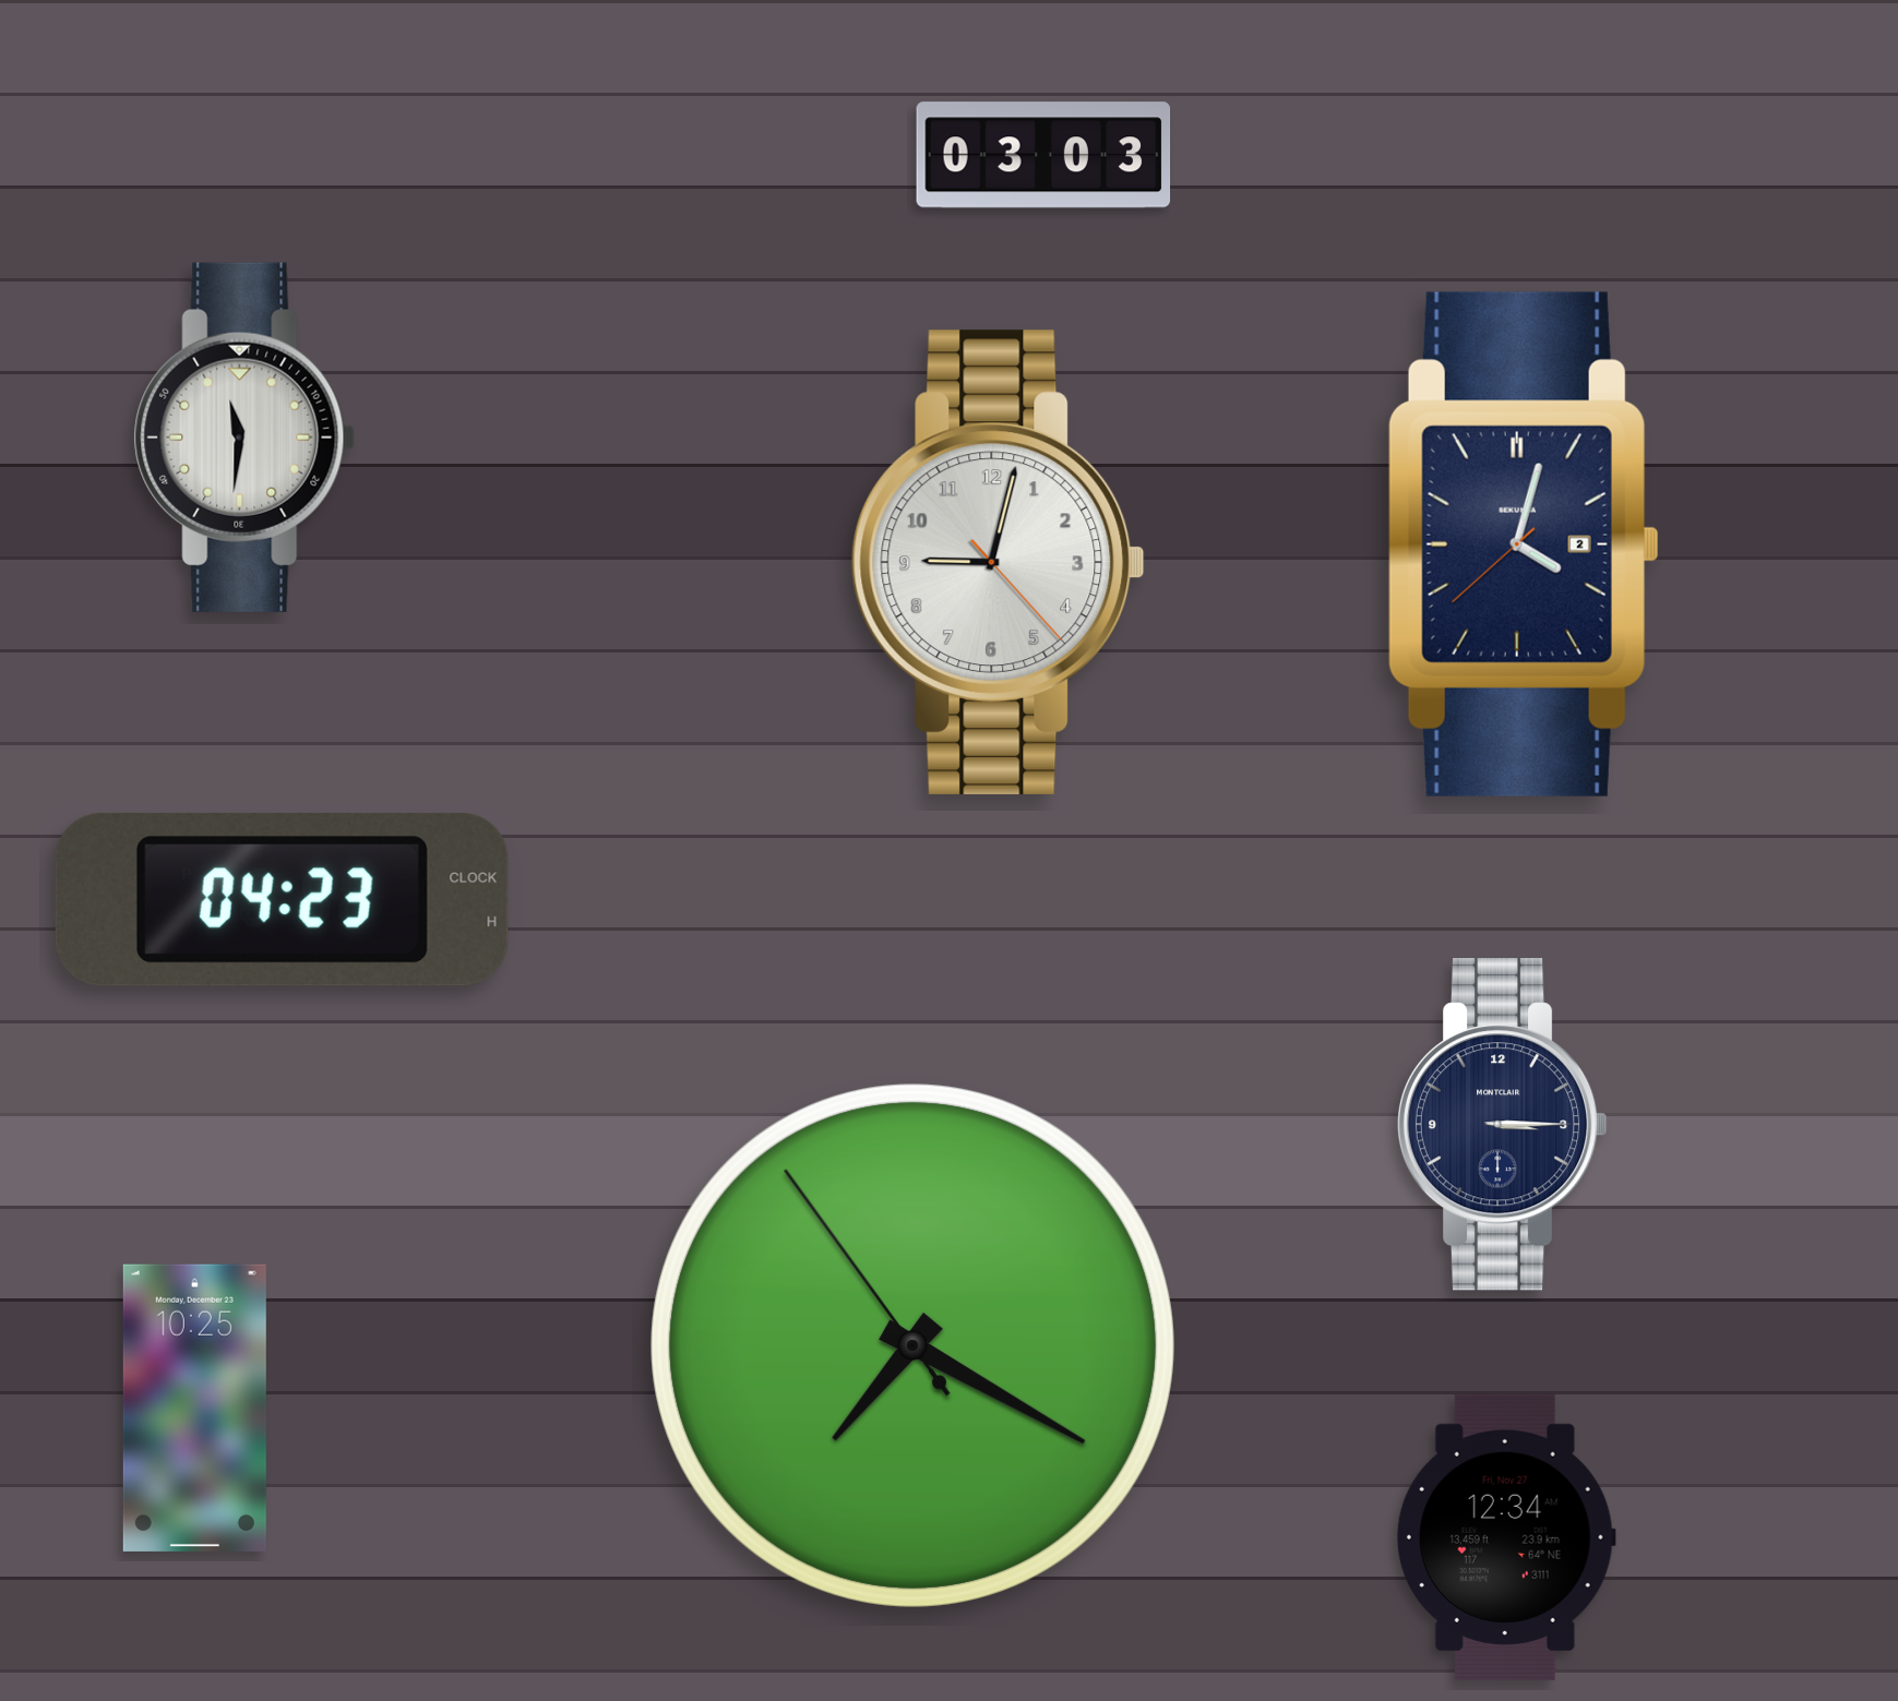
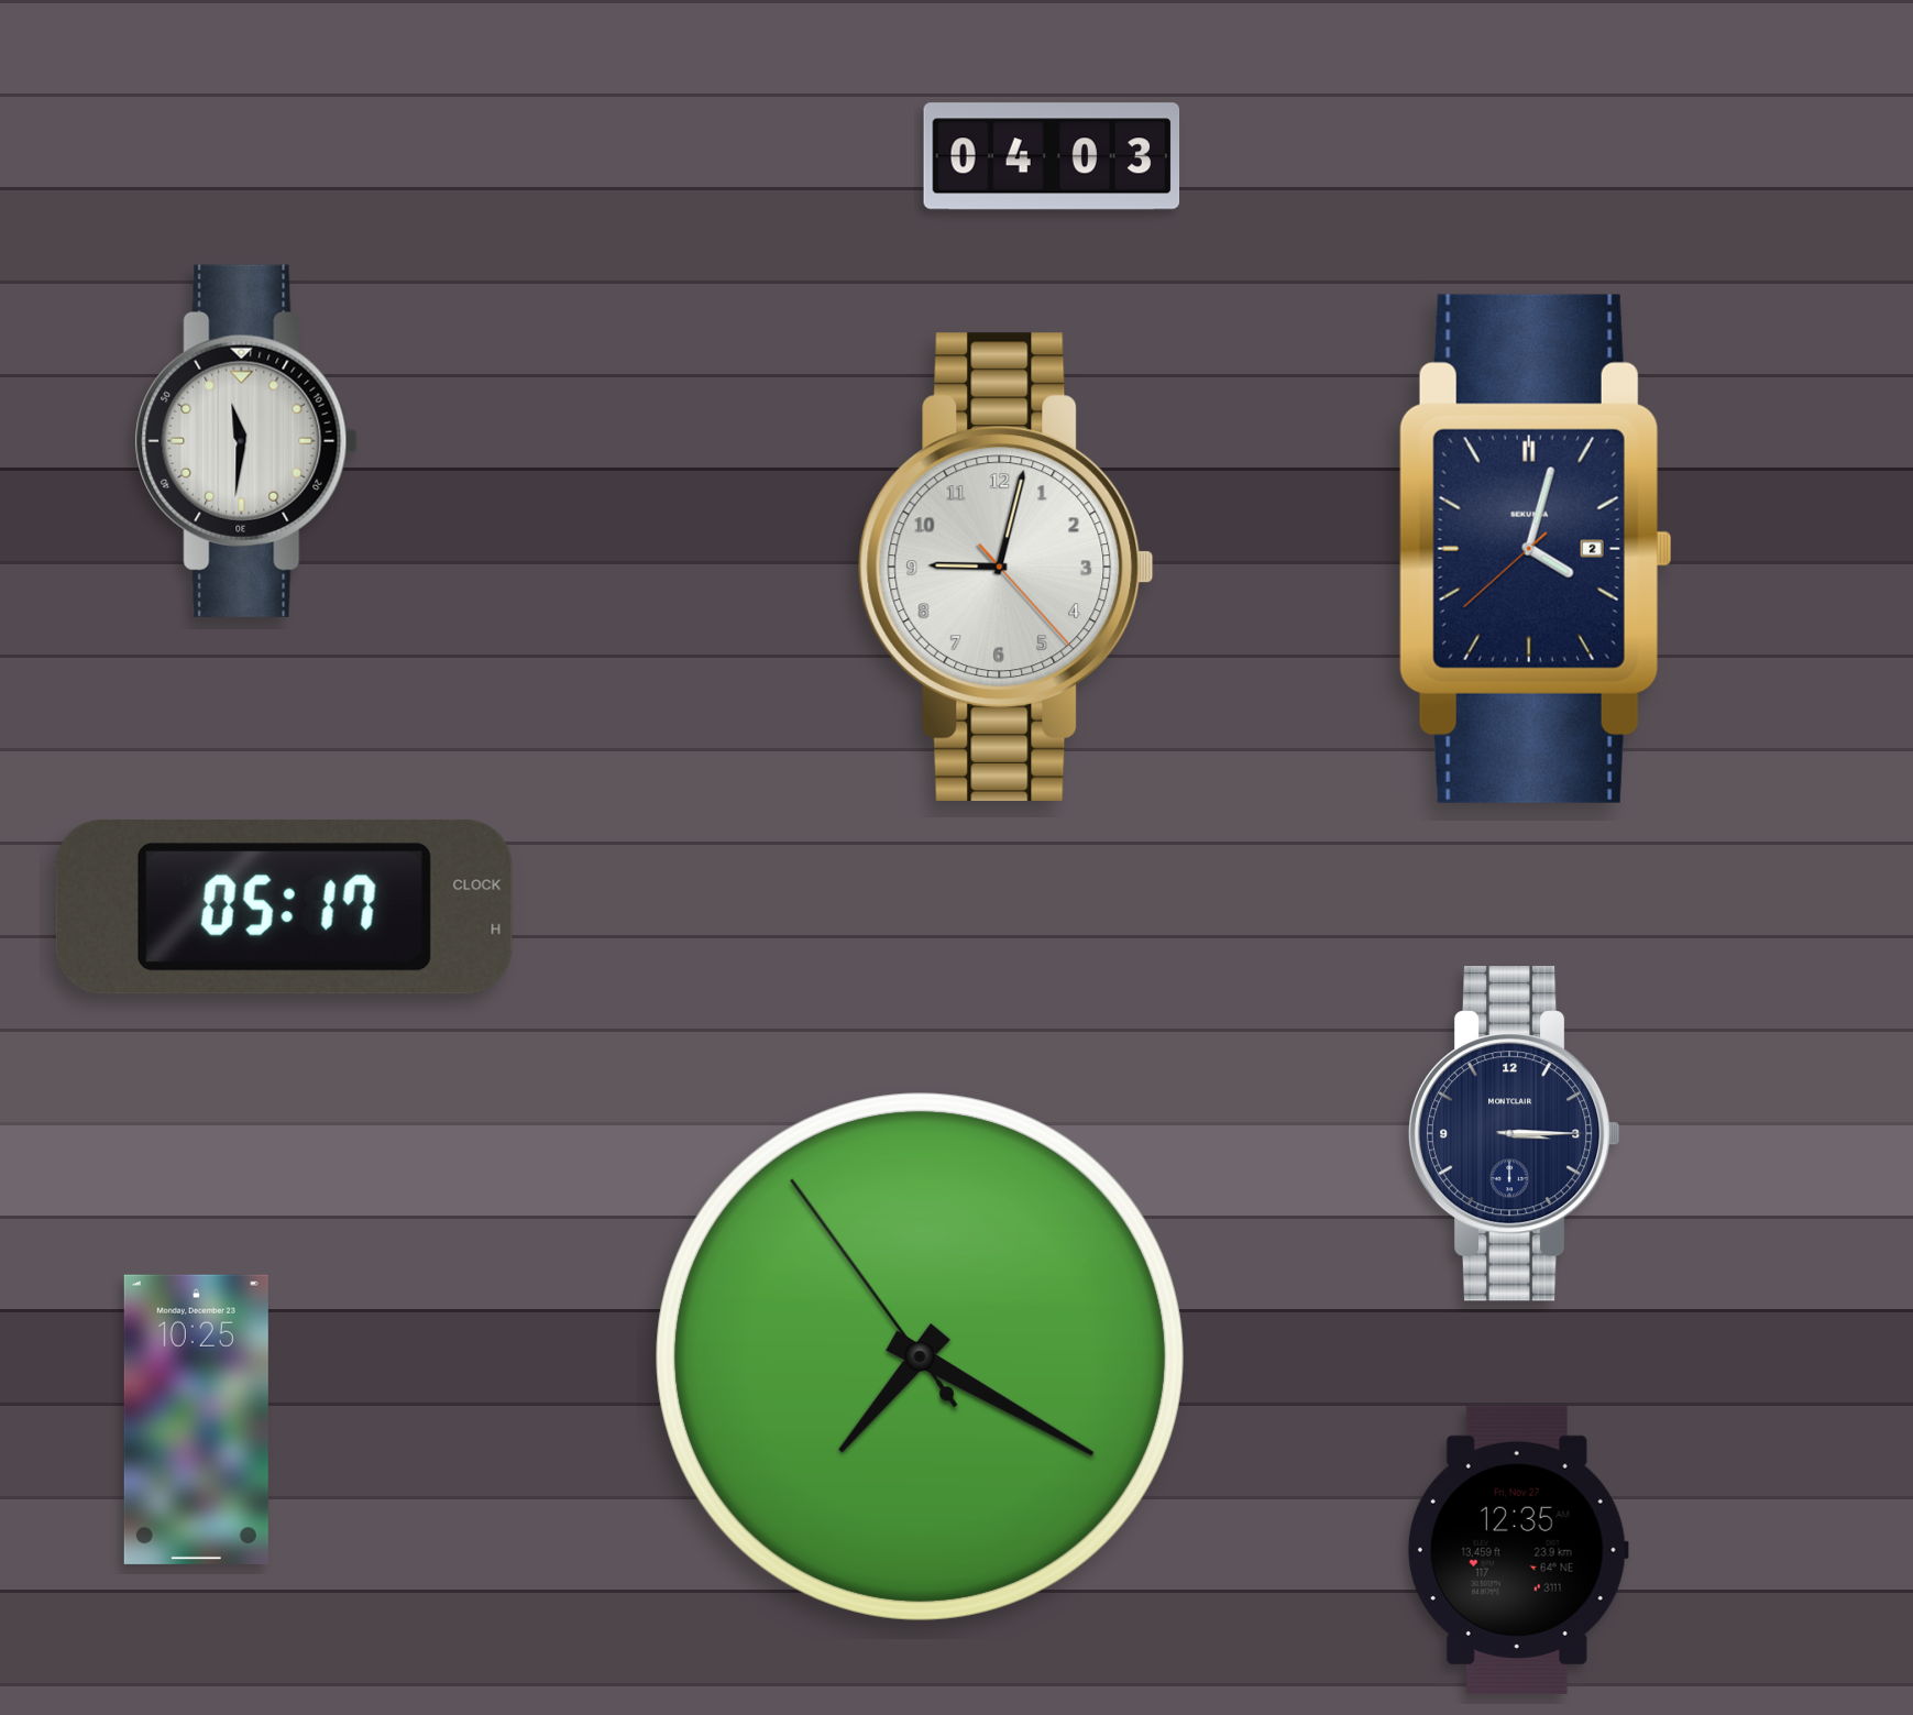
clock at (1043, 155): 03:03 -> 04:03
clock at (282, 899): 04:23 -> 05:17
clock at (1506, 1537): 12:34 -> 12:35
